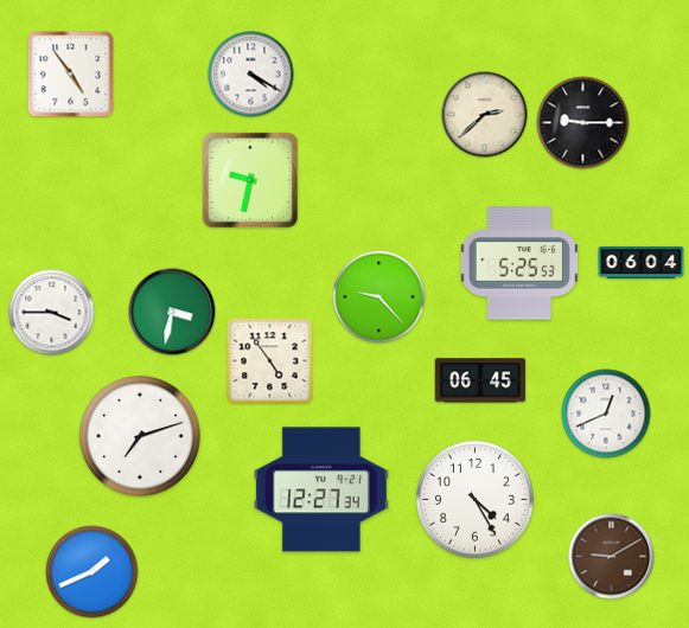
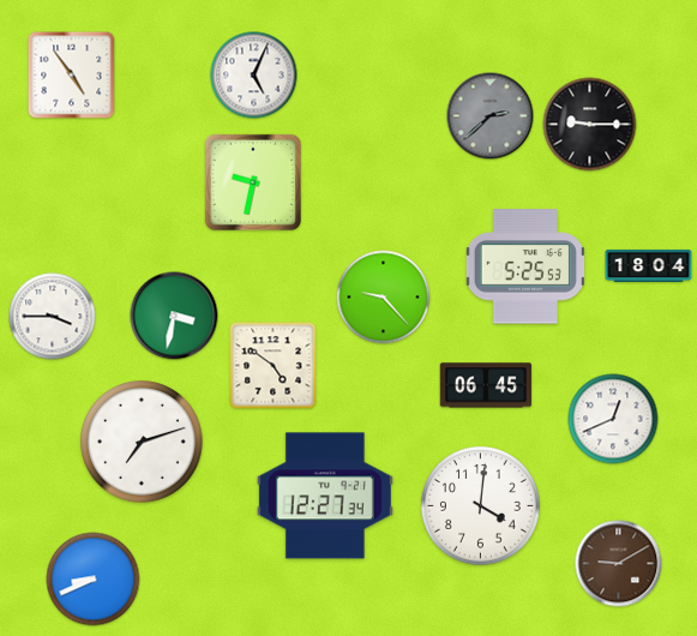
clock at (251, 75): 4:20 -> 5:04
clock at (485, 115) dial: cream -> grey
clock at (642, 262): 06:04 -> 18:04
clock at (379, 297) position: (379, 297) -> (384, 298)
clock at (270, 361): 4:54 -> 4:51
clock at (474, 499): 4:25 -> 4:01
clock at (92, 572): 1:41 -> 8:41
